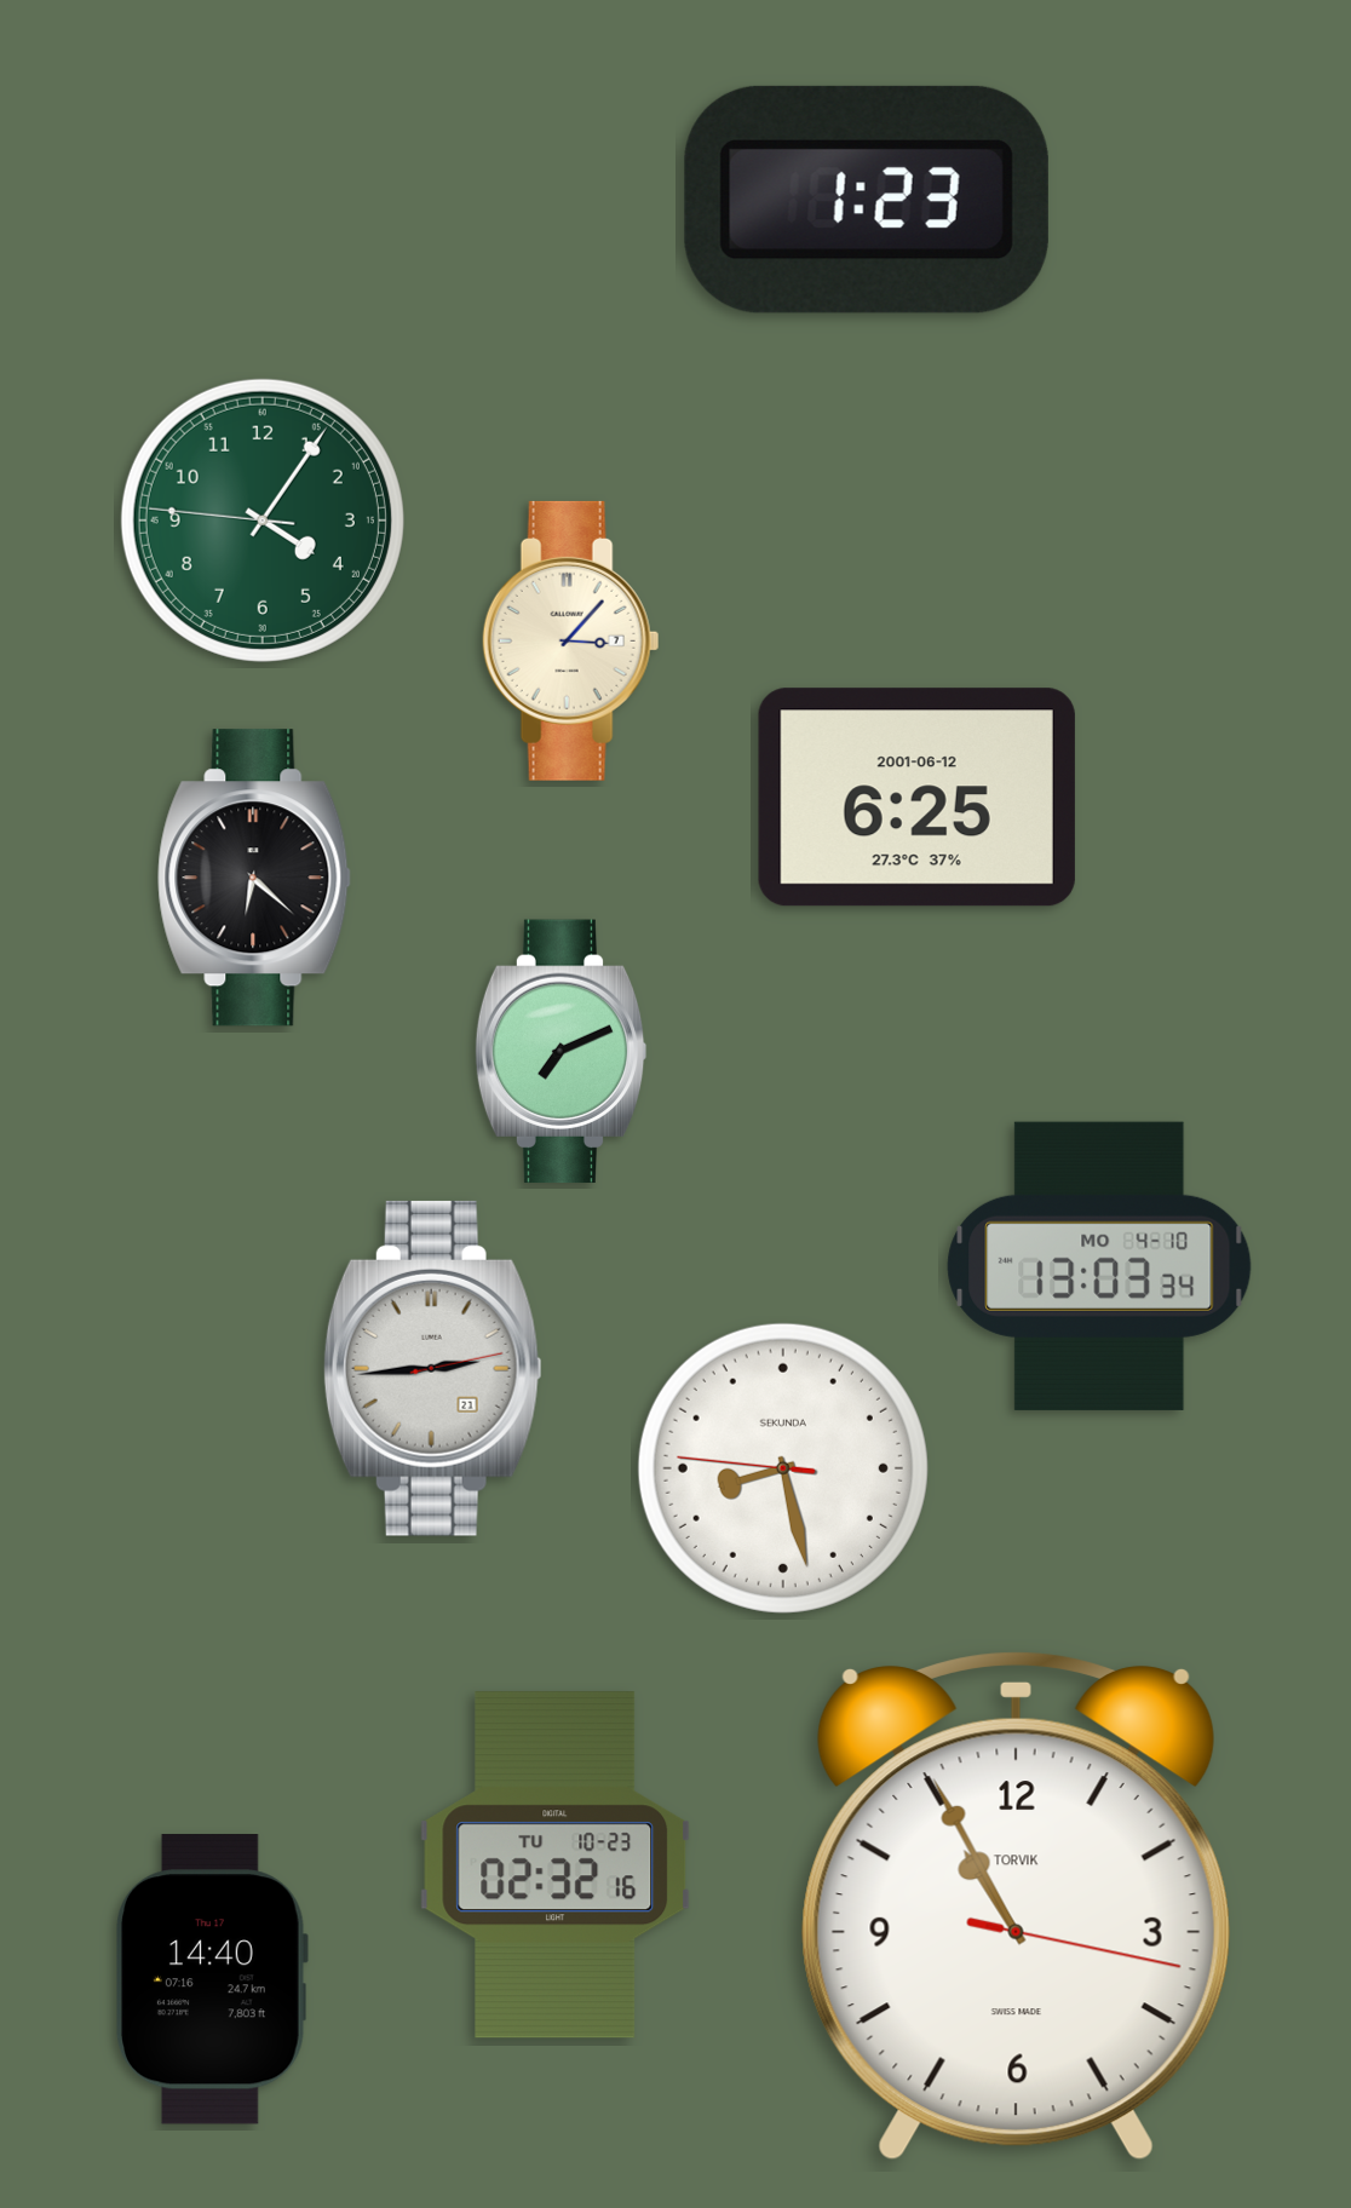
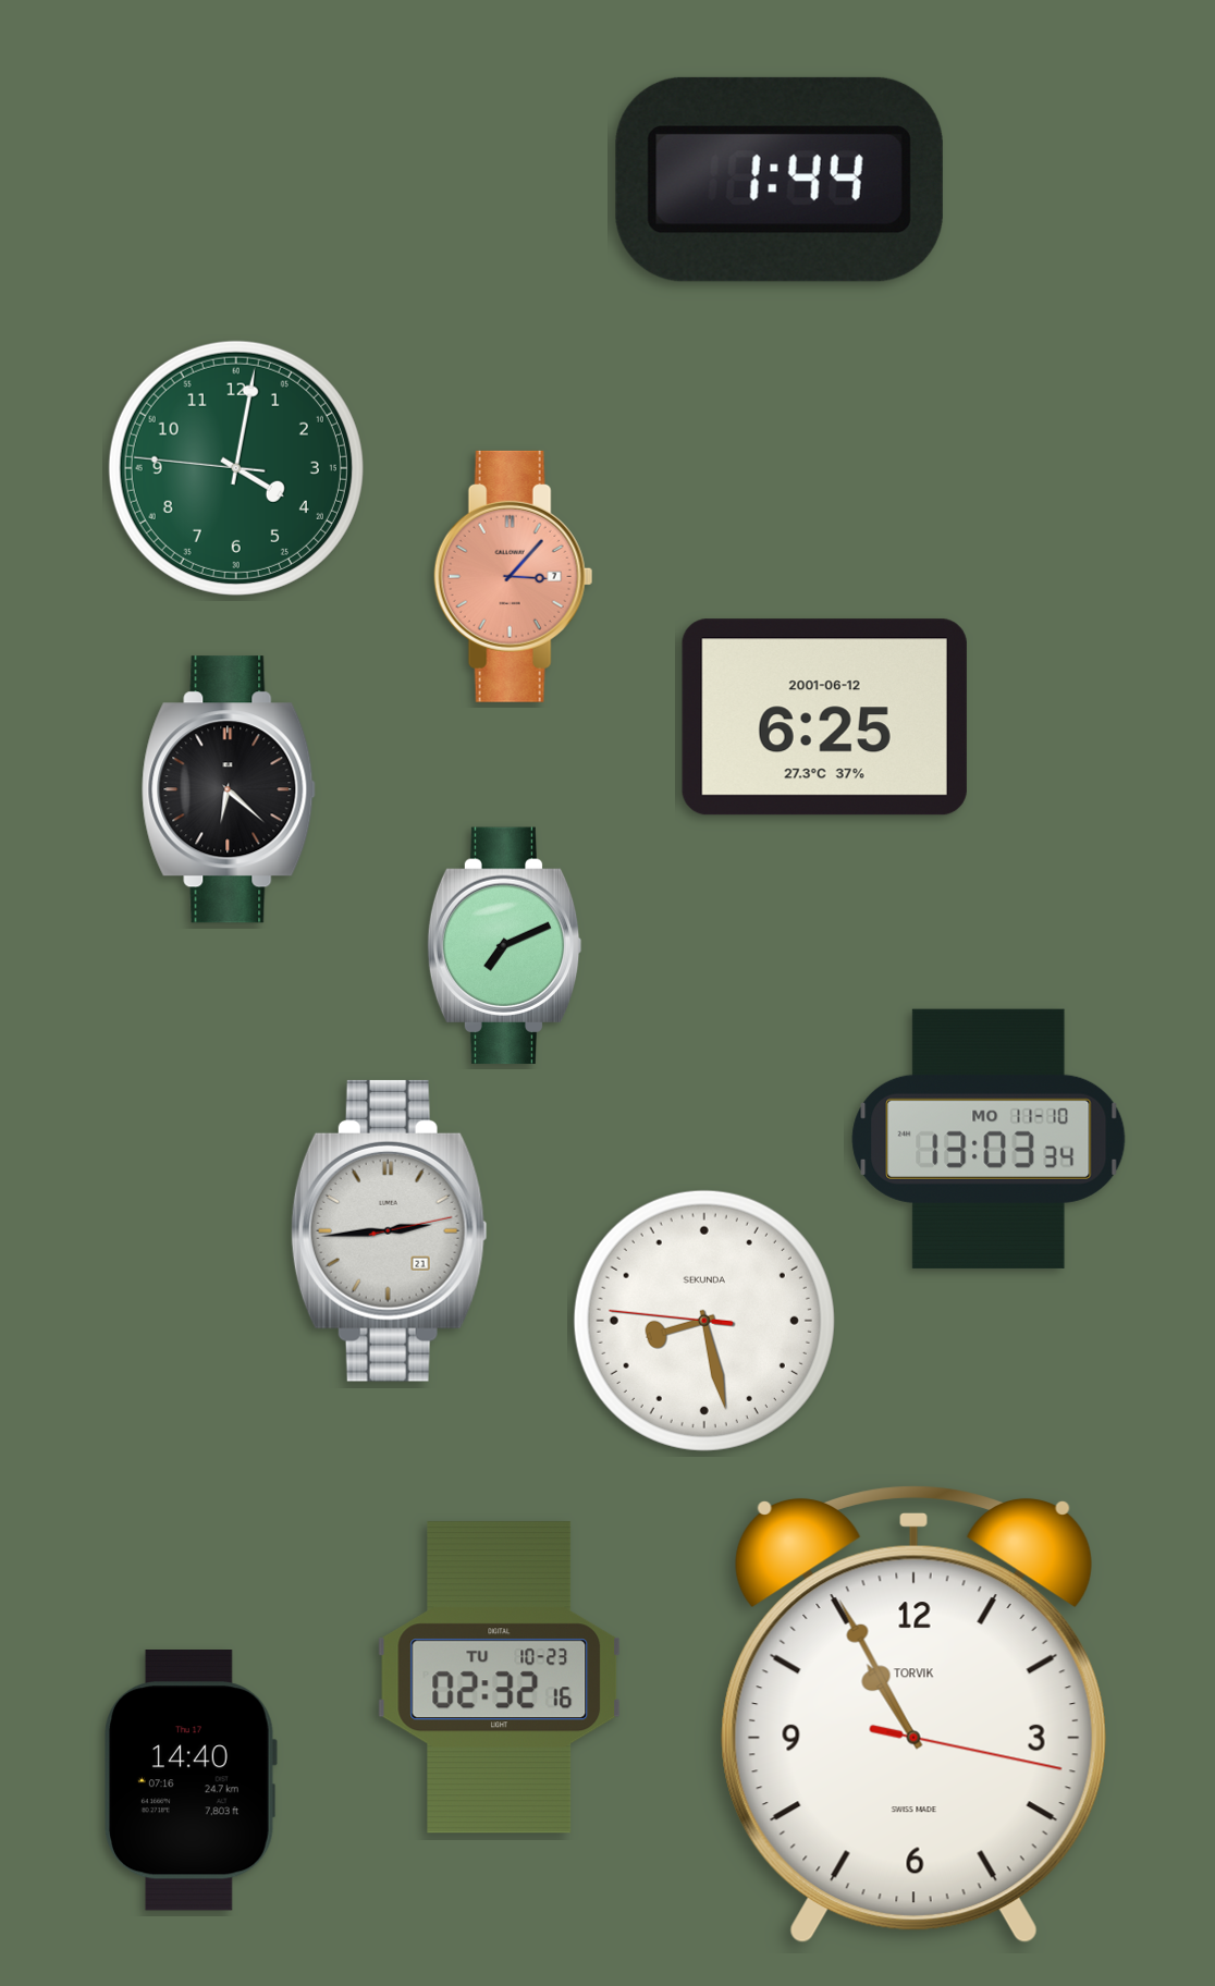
clock at (867, 200): 1:23 -> 1:44
clock at (263, 521): 4:05 -> 4:01
clock at (571, 640) dial: cream -> salmon
clock at (1099, 1266) date: MO 4-10 -> MO 11-10
